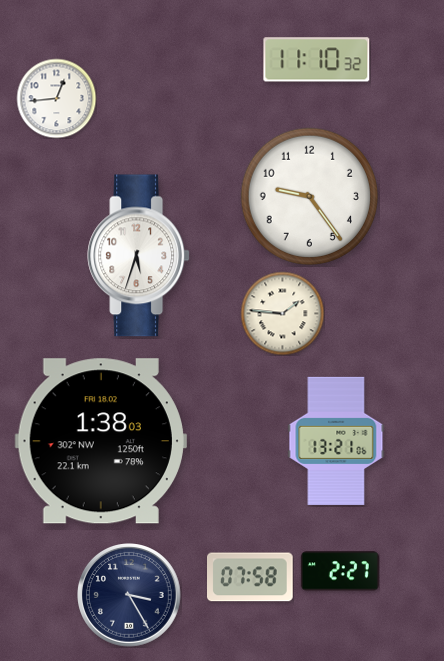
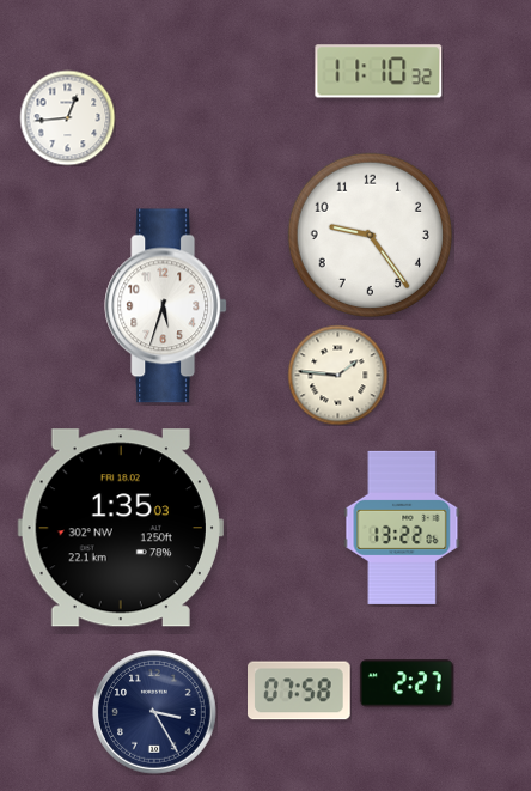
clock at (101, 441): 1:38 -> 1:35
clock at (336, 441): 13:21 -> 13:22
